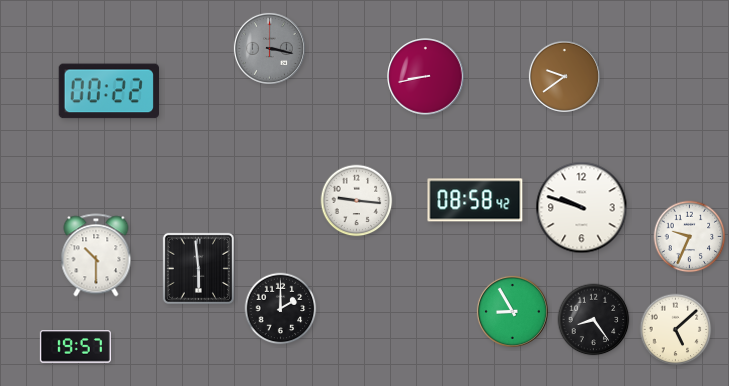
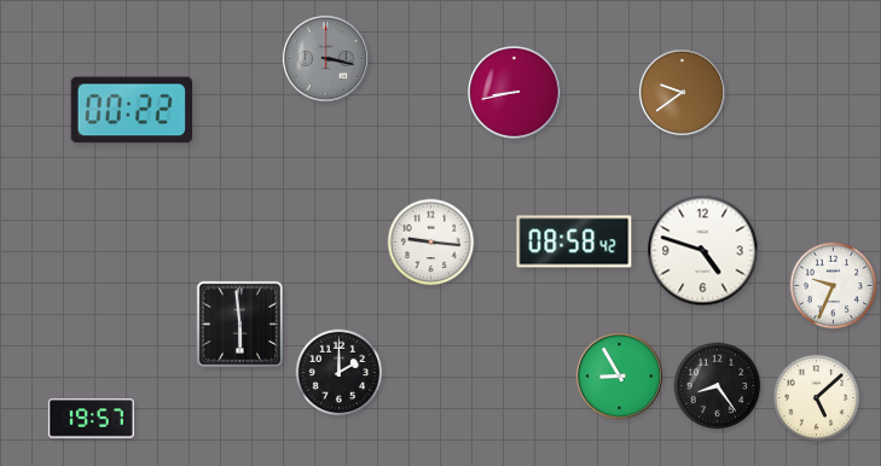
clock at (582, 208): 9:48 -> 4:48
clock at (96, 255): 10:30 -> none
